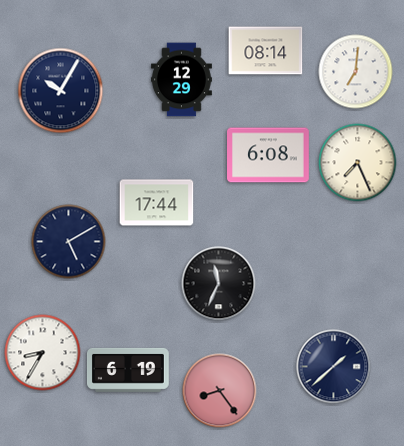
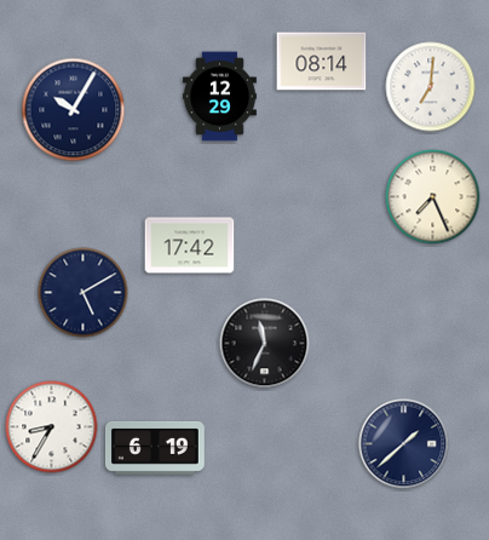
clock at (269, 155): 6:08 -> none
clock at (157, 203): 17:44 -> 17:42
clock at (220, 391): 8:24 -> none
